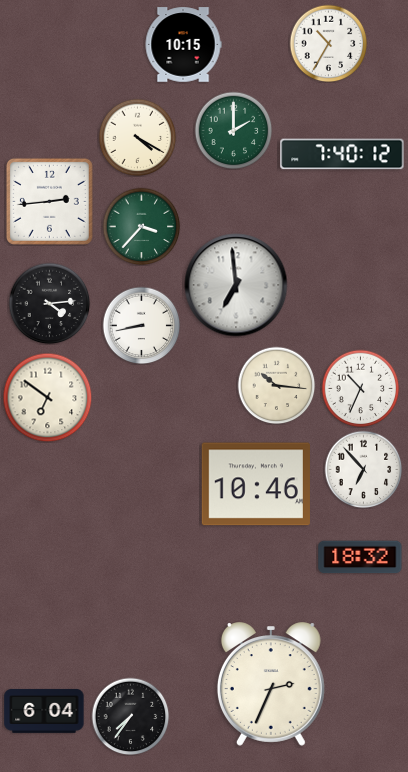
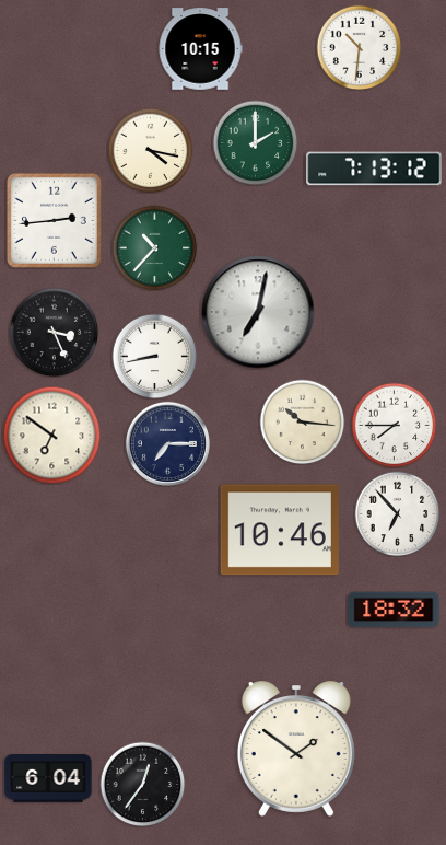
clock at (328, 43): 10:35 -> 10:31
clock at (137, 137): 4:20 -> 4:17
clock at (342, 154): 7:40 -> 7:13
clock at (141, 226): 3:37 -> 10:37
clock at (236, 285): 6:59 -> 7:02
clock at (49, 303): 4:14 -> 3:26
clock at (360, 388): 10:34 -> 7:45
clock at (167, 443): none -> 7:15
clock at (271, 684): 2:34 -> 1:51
clock at (130, 716): 7:36 -> 12:36
